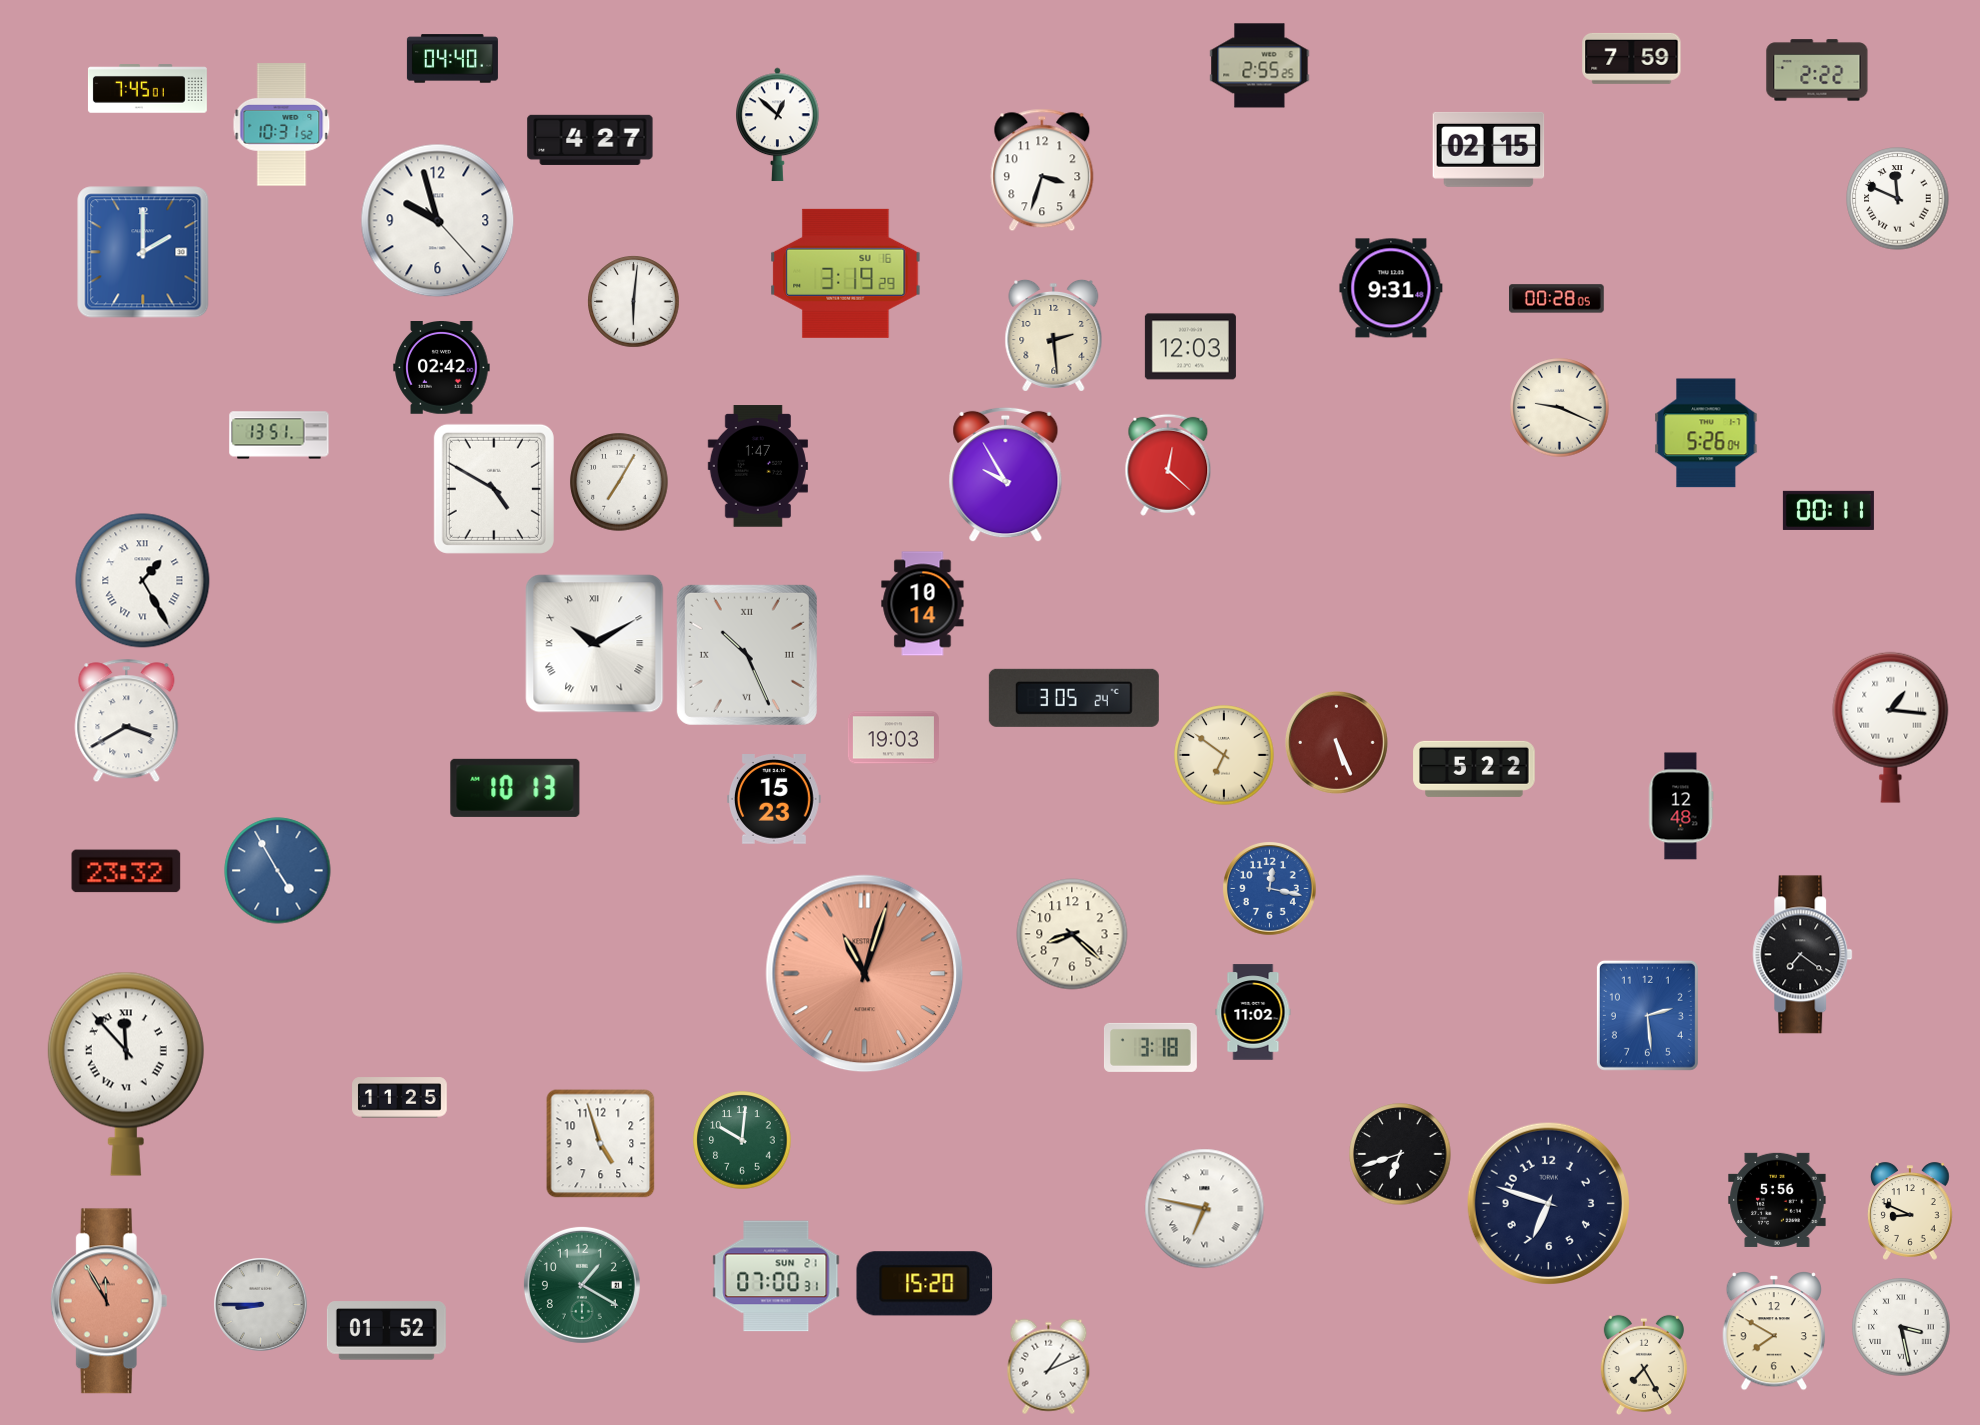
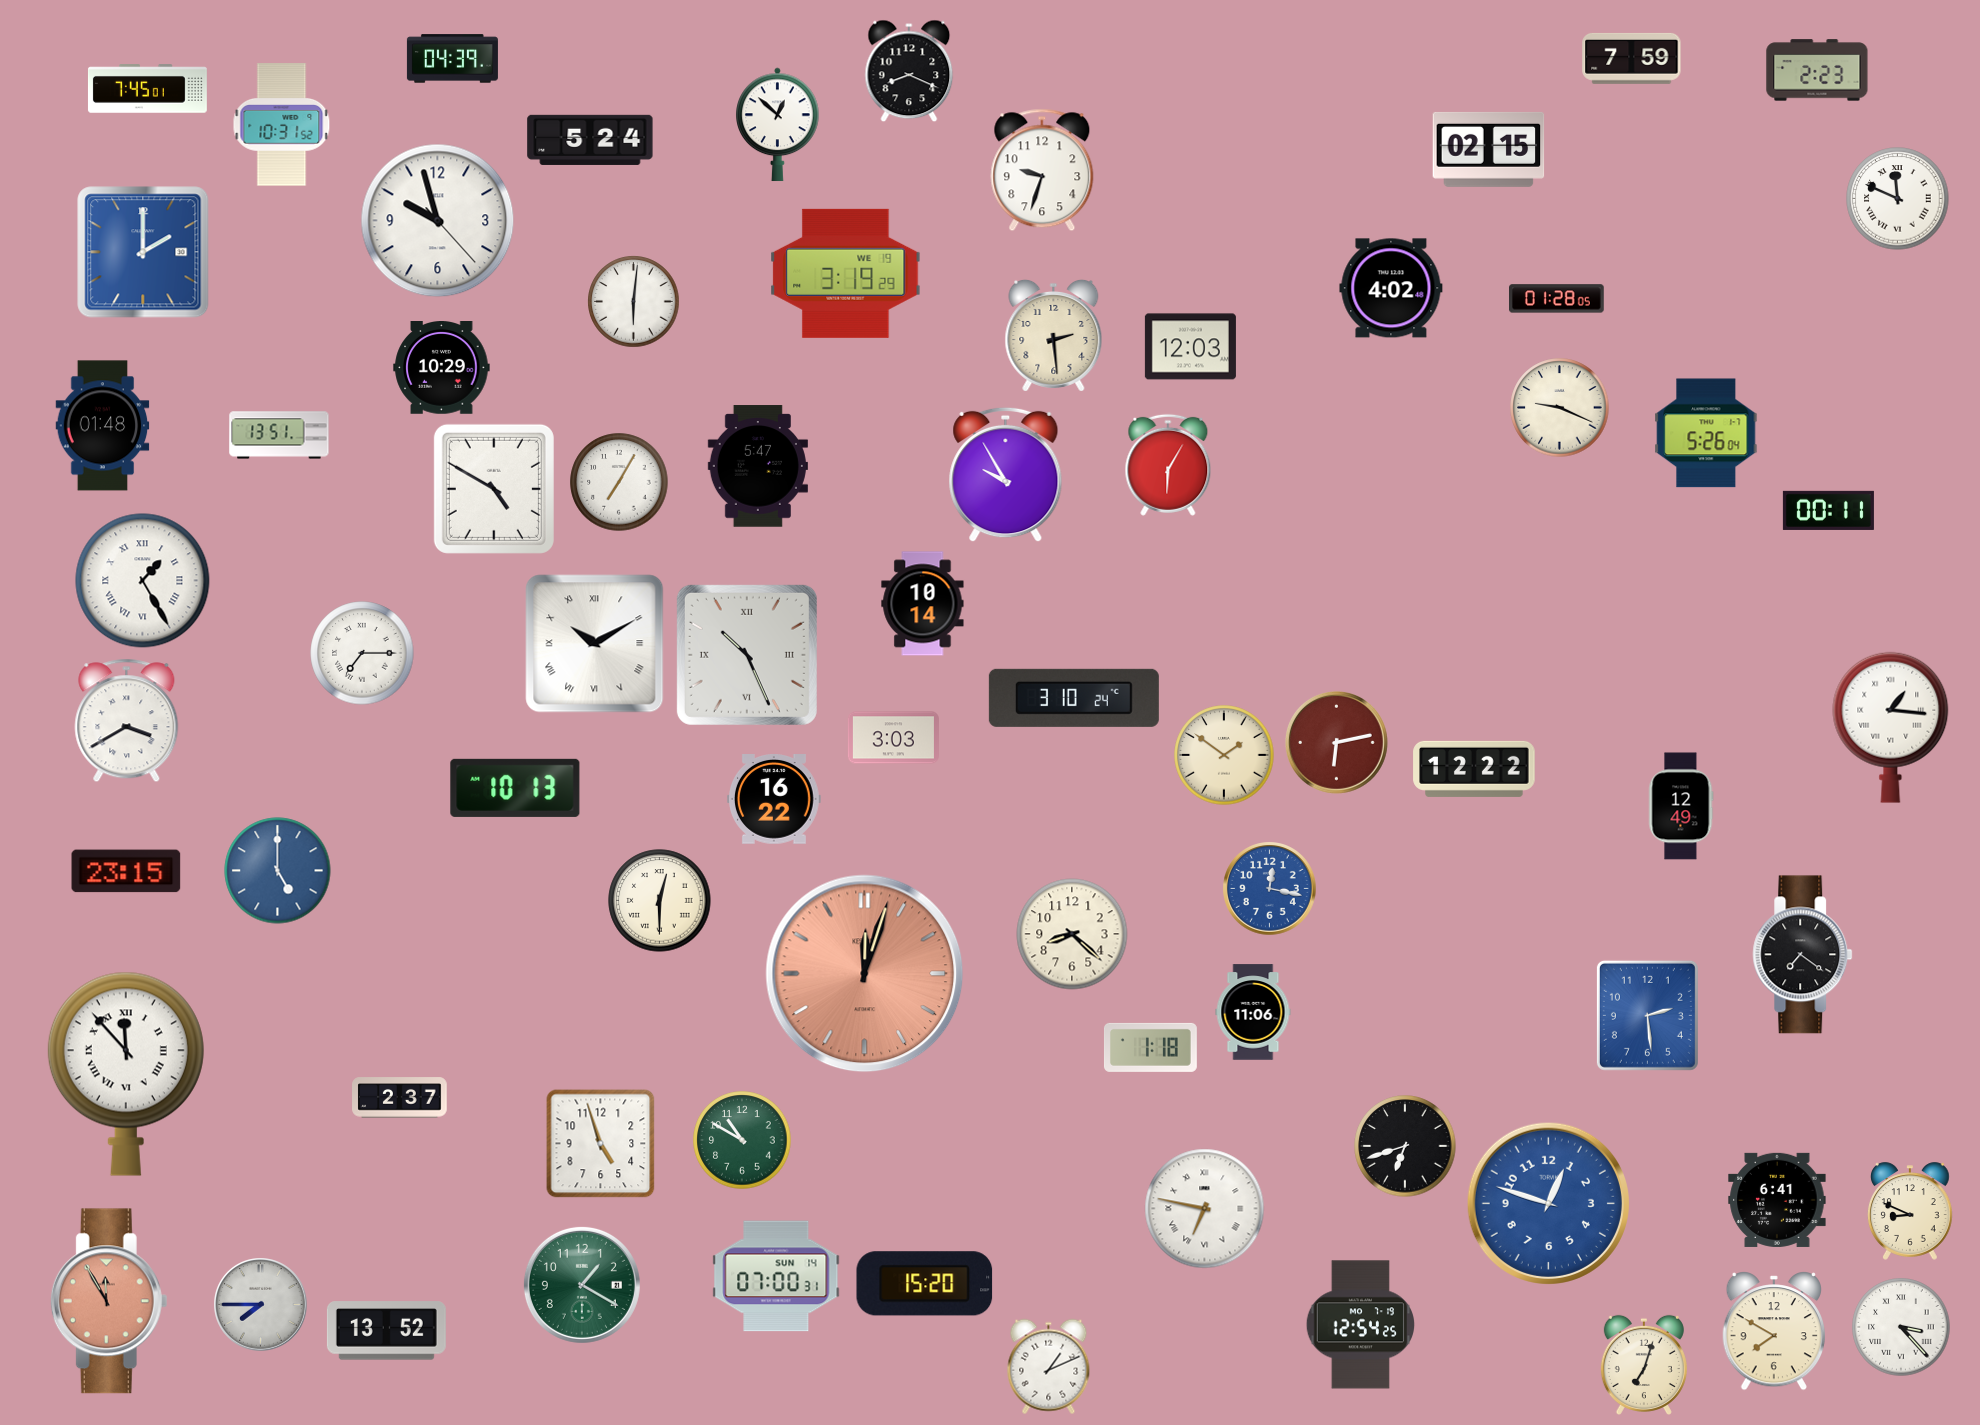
clock at (452, 59): 04:40 -> 04:39
clock at (1260, 66): 2:55 -> none
clock at (1817, 70): 2:22 -> 2:23
clock at (909, 71): none -> 8:19
clock at (590, 140): 4:27 -> 5:24
clock at (1042, 170): 3:33 -> 9:33
clock at (846, 273) date: SU 16 -> WE 19
clock at (1391, 288): 9:31 -> 4:02
clock at (1557, 299): 00:28 -> 01:28
clock at (442, 368): 02:42 -> 10:29
clock at (103, 426): none -> 01:48
clock at (1168, 465): 12:22 -> 6:05
clock at (758, 466): 1:47 -> 5:47
clock at (362, 653): none -> 7:15
clock at (1074, 698): 3:05 -> 3:10
clock at (893, 738): 19:03 -> 3:03
clock at (1336, 742): 5:26 -> 6:13
clock at (1224, 755): 6:51 -> 1:51
clock at (1474, 769): 5:22 -> 12:22
clock at (774, 800): 15:23 -> 16:22
clock at (1681, 806): 12:48 -> 12:49
clock at (126, 871): 23:32 -> 23:15
clock at (278, 871): 4:55 -> 5:00
clock at (660, 901): none -> 12:30
clock at (865, 974): 11:03 -> 12:03
clock at (1253, 1012): 11:02 -> 11:06
clock at (1150, 1047): 3:18 -> 1:18
clock at (400, 1098): 11:25 -> 2:37
clock at (742, 1140): 10:01 -> 10:50
clock at (1400, 1154) position: (1400, 1154) -> (1405, 1146)
clock at (1777, 1200): 5:56 -> 6:41
clock at (1548, 1203): 6:48 -> 12:48
clock at (1548, 1203) dial: navy -> blue
clock at (776, 1276) date: SUN 21 -> SUN 14
clock at (261, 1305): 8:45 -> 7:45
clock at (1361, 1325): none -> 12:54
clock at (1901, 1327): 3:28 -> 3:23
clock at (386, 1331): 01:52 -> 13:52
clock at (1644, 1364): 7:25 -> 7:03
